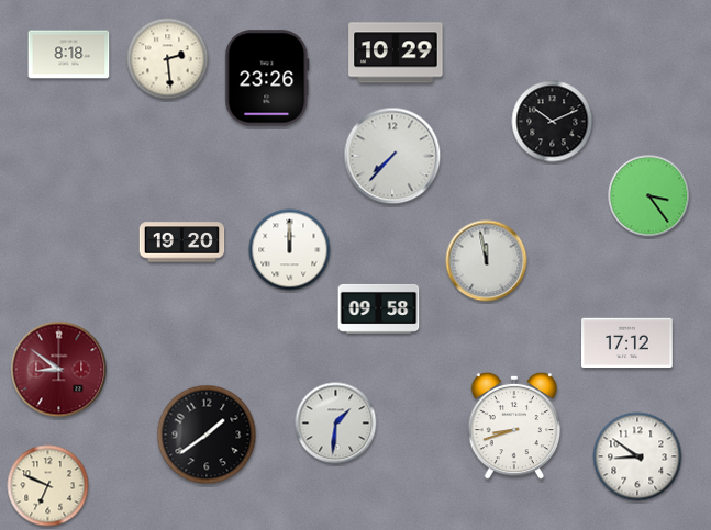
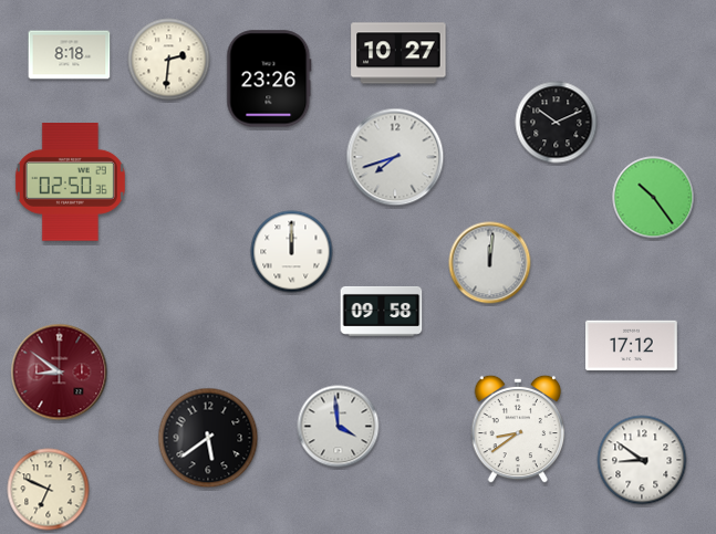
clock at (396, 53): 10:29 -> 10:27
clock at (168, 59): 2:29 -> 2:31
clock at (392, 156): 7:37 -> 7:42
clock at (70, 182): none -> 02:50
clock at (649, 196): 3:24 -> 10:24
clock at (182, 243): 19:20 -> none
clock at (487, 261): 11:58 -> 12:01
clock at (336, 424): 1:31 -> 3:59
clock at (514, 426): 8:42 -> 8:39
clock at (207, 435): 1:39 -> 5:39
